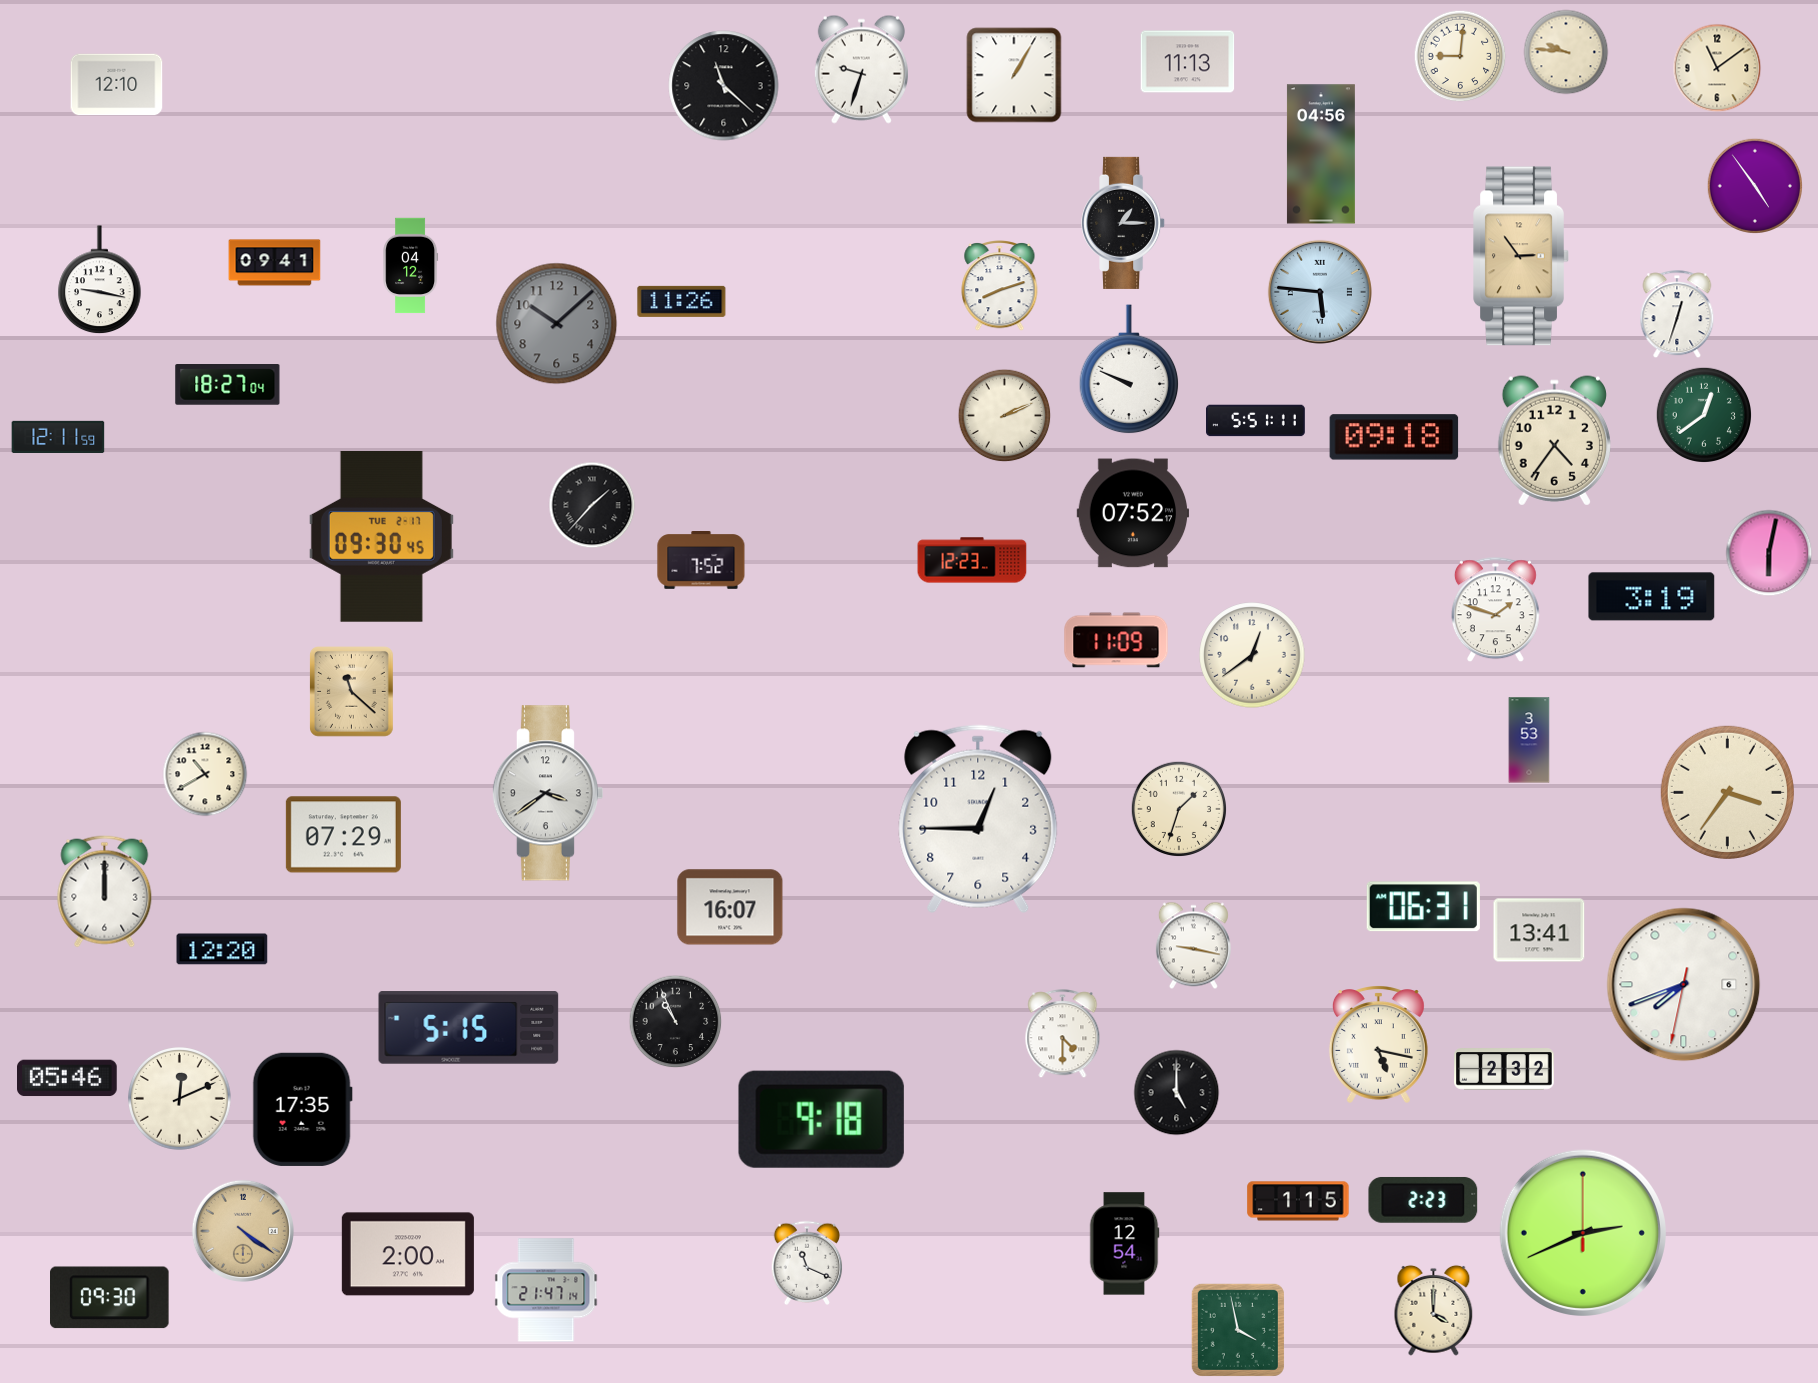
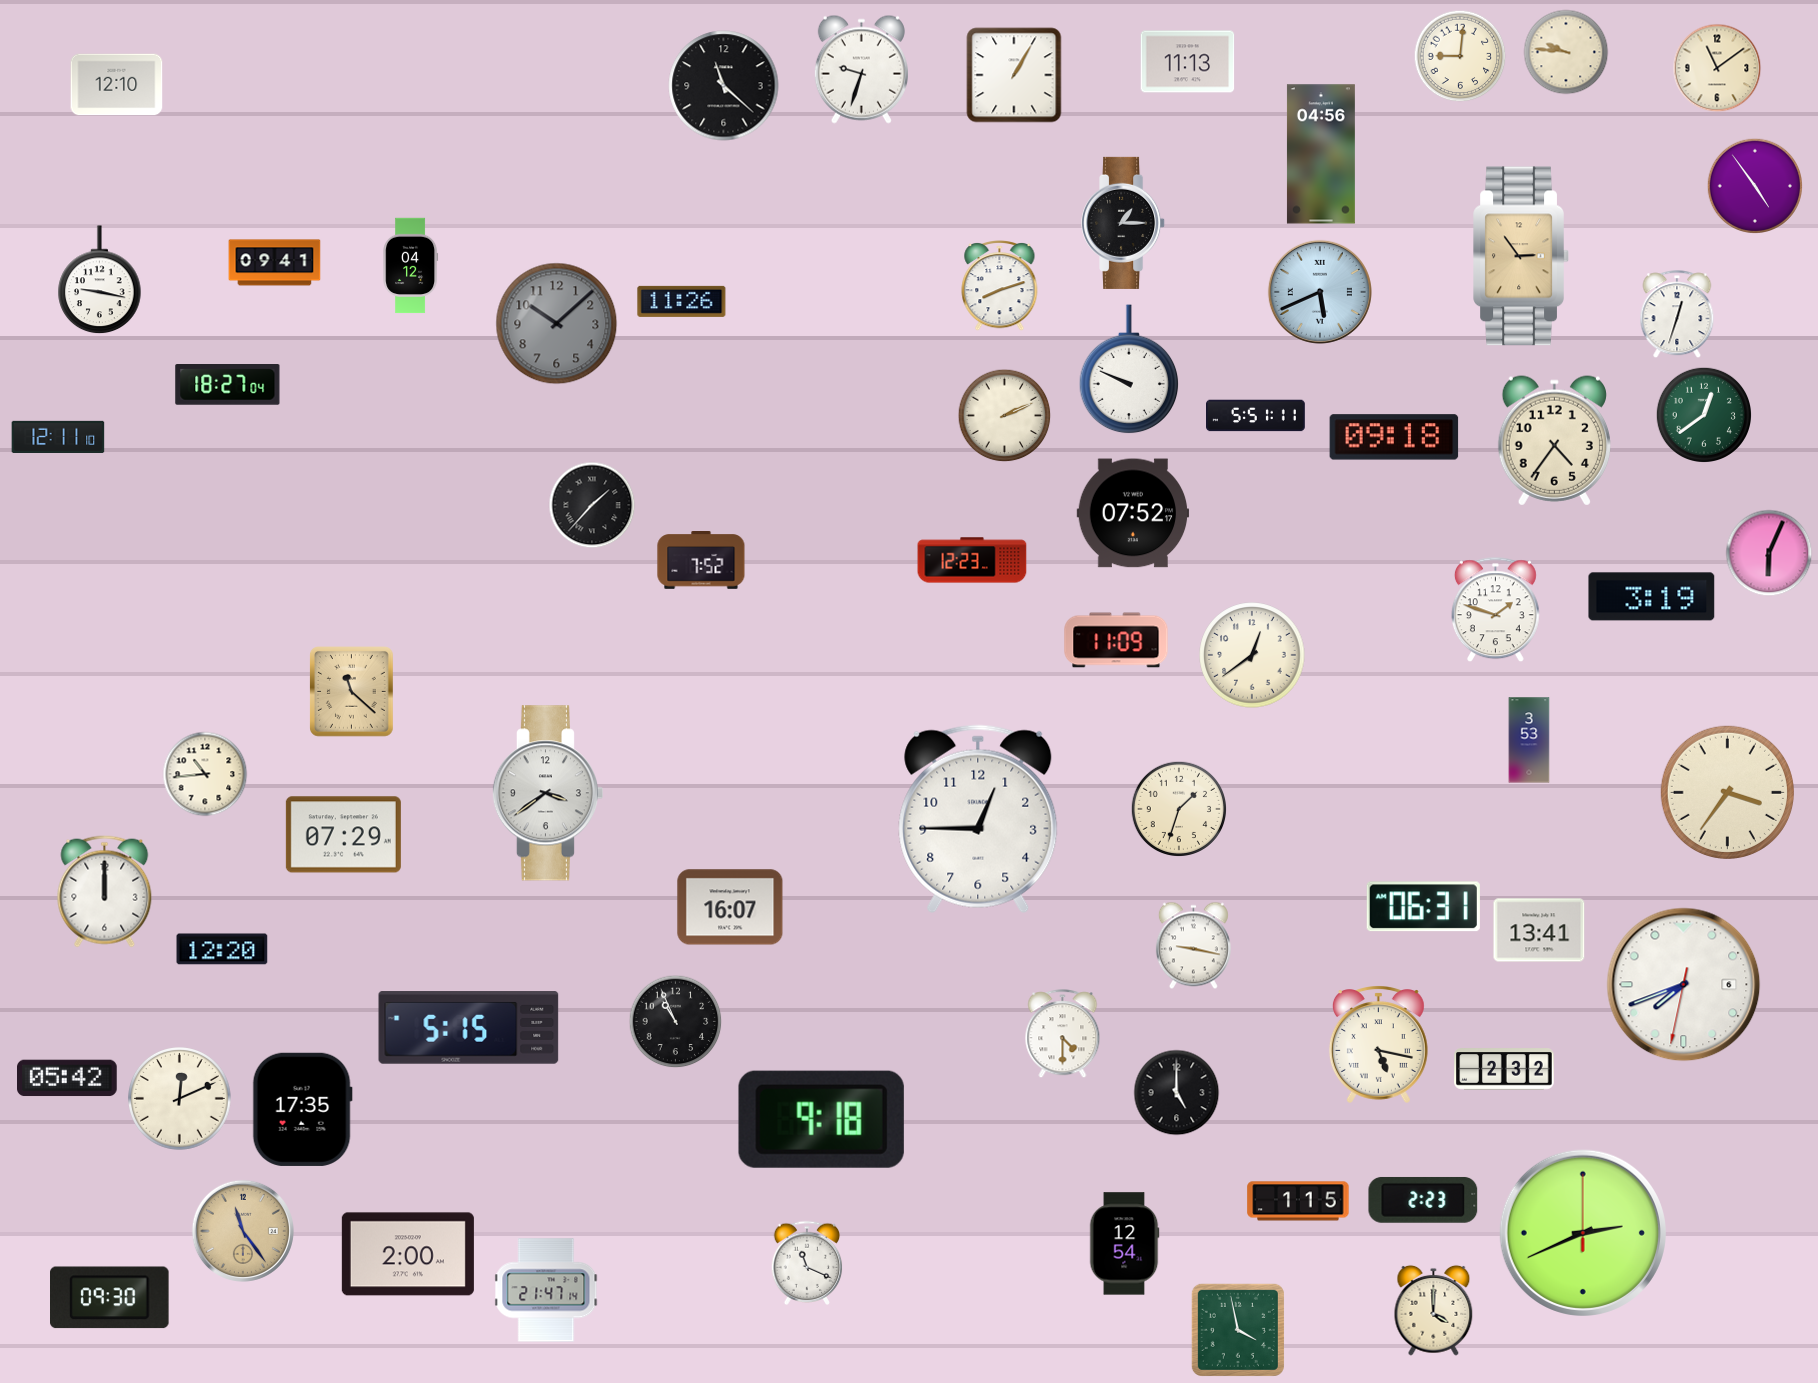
clock at (1320, 292): 5:46 -> 5:41
clock at (1256, 421) position: (1256, 421) -> (1256, 416)
clock at (58, 436): 12:11:59 -> 12:11:10
clock at (381, 537): 09:30 -> none
clock at (1769, 553): 6:02 -> 6:04
clock at (205, 774): 10:40 -> 10:44
clock at (68, 1078): 05:46 -> 05:42
clock at (243, 1231): 4:21 -> 11:24
